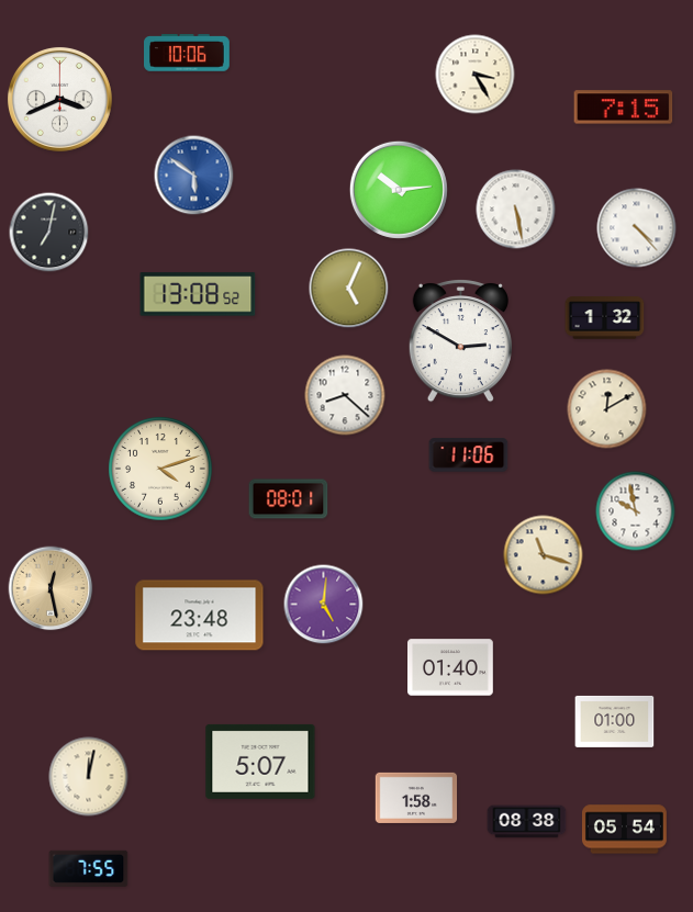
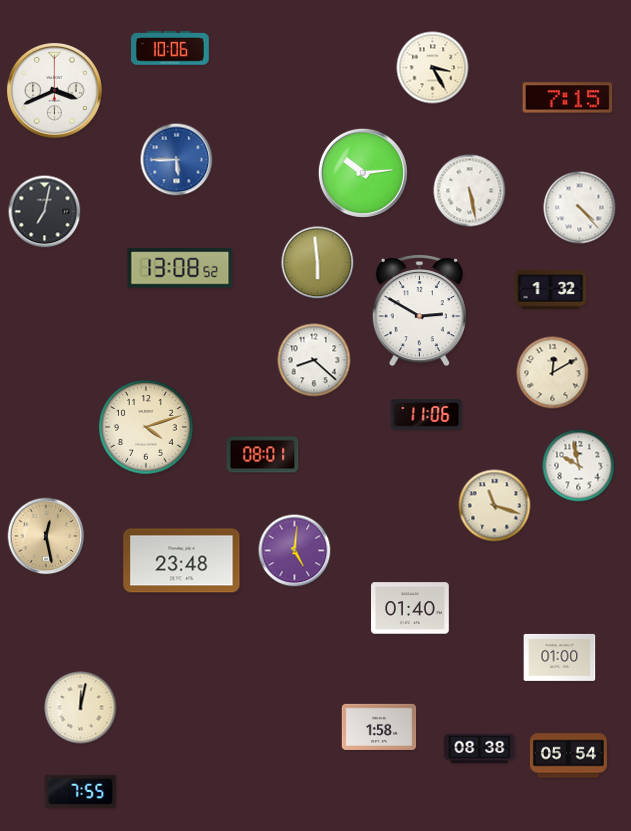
clock at (194, 176): 5:51 -> 5:45
clock at (349, 289): 5:04 -> 5:59
clock at (260, 762): 5:07 -> none
